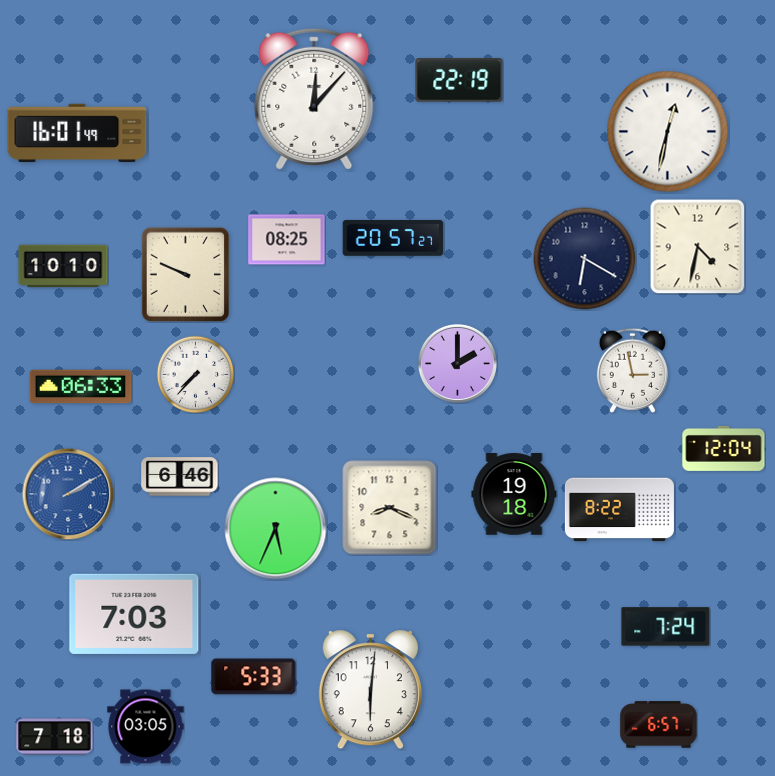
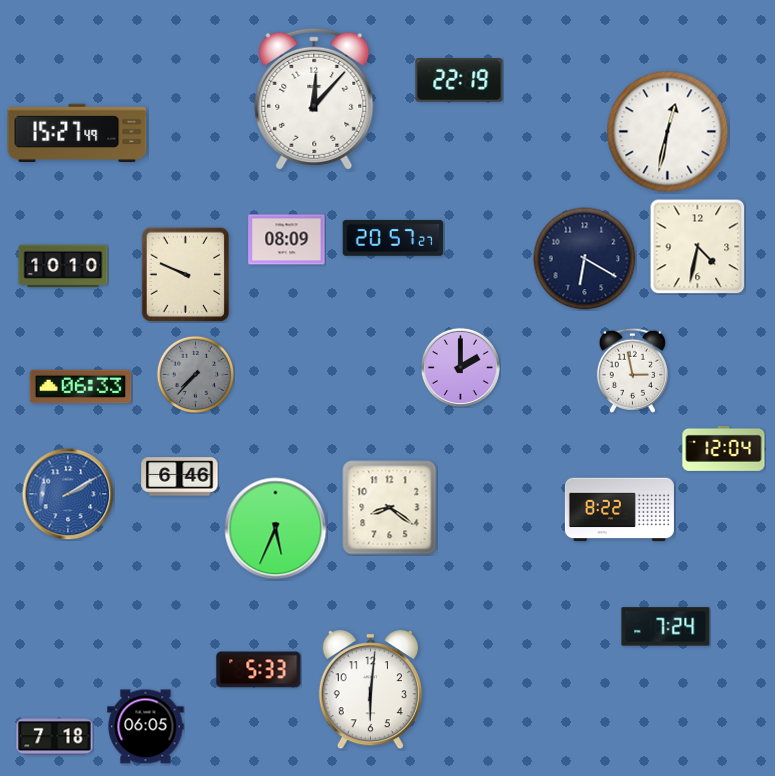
clock at (77, 133): 16:01 -> 15:27
clock at (287, 240): 08:25 -> 08:09
clock at (457, 363) position: (457, 363) -> (460, 367)
clock at (195, 374) dial: white -> grey
clock at (514, 494): 19:18 -> none
clock at (390, 508): 8:19 -> 8:21
clock at (134, 614): 7:03 -> none
clock at (254, 677) position: (254, 677) -> (259, 670)
clock at (659, 725): 6:57 -> none
clock at (146, 727): 03:05 -> 06:05
